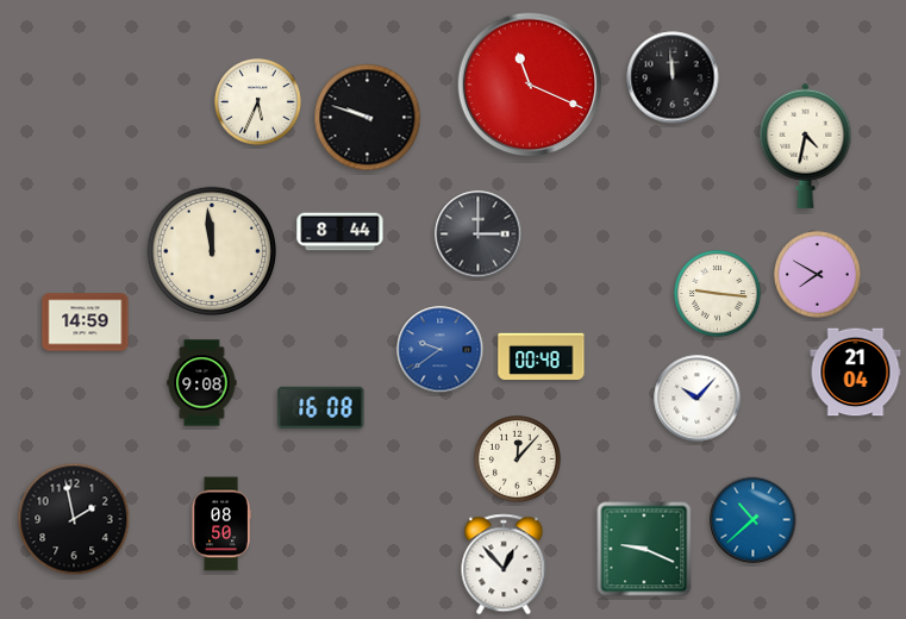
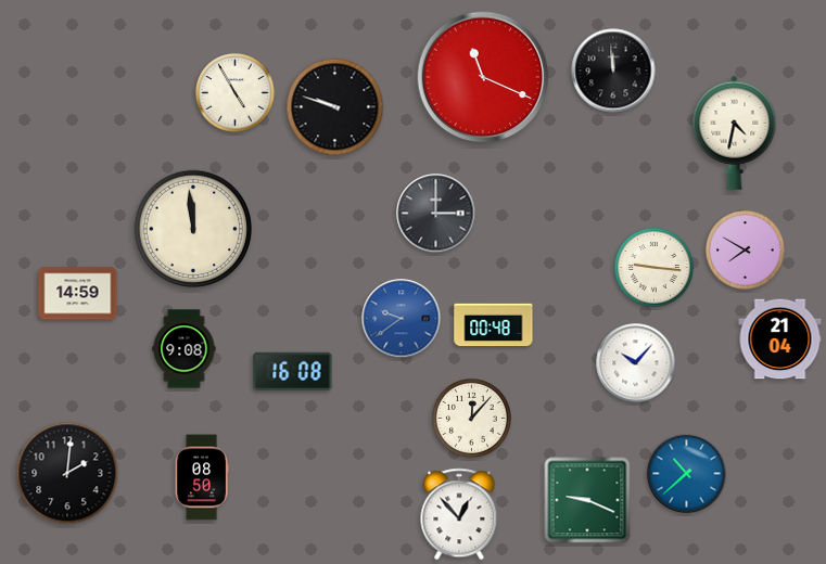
clock at (258, 102): 5:34 -> 4:55
clock at (340, 232): 8:44 -> none
clock at (74, 519): 1:58 -> 2:01
